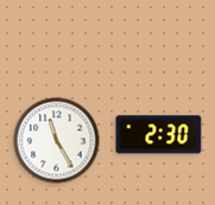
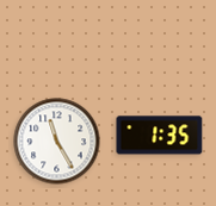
clock at (159, 135): 2:30 -> 1:35
